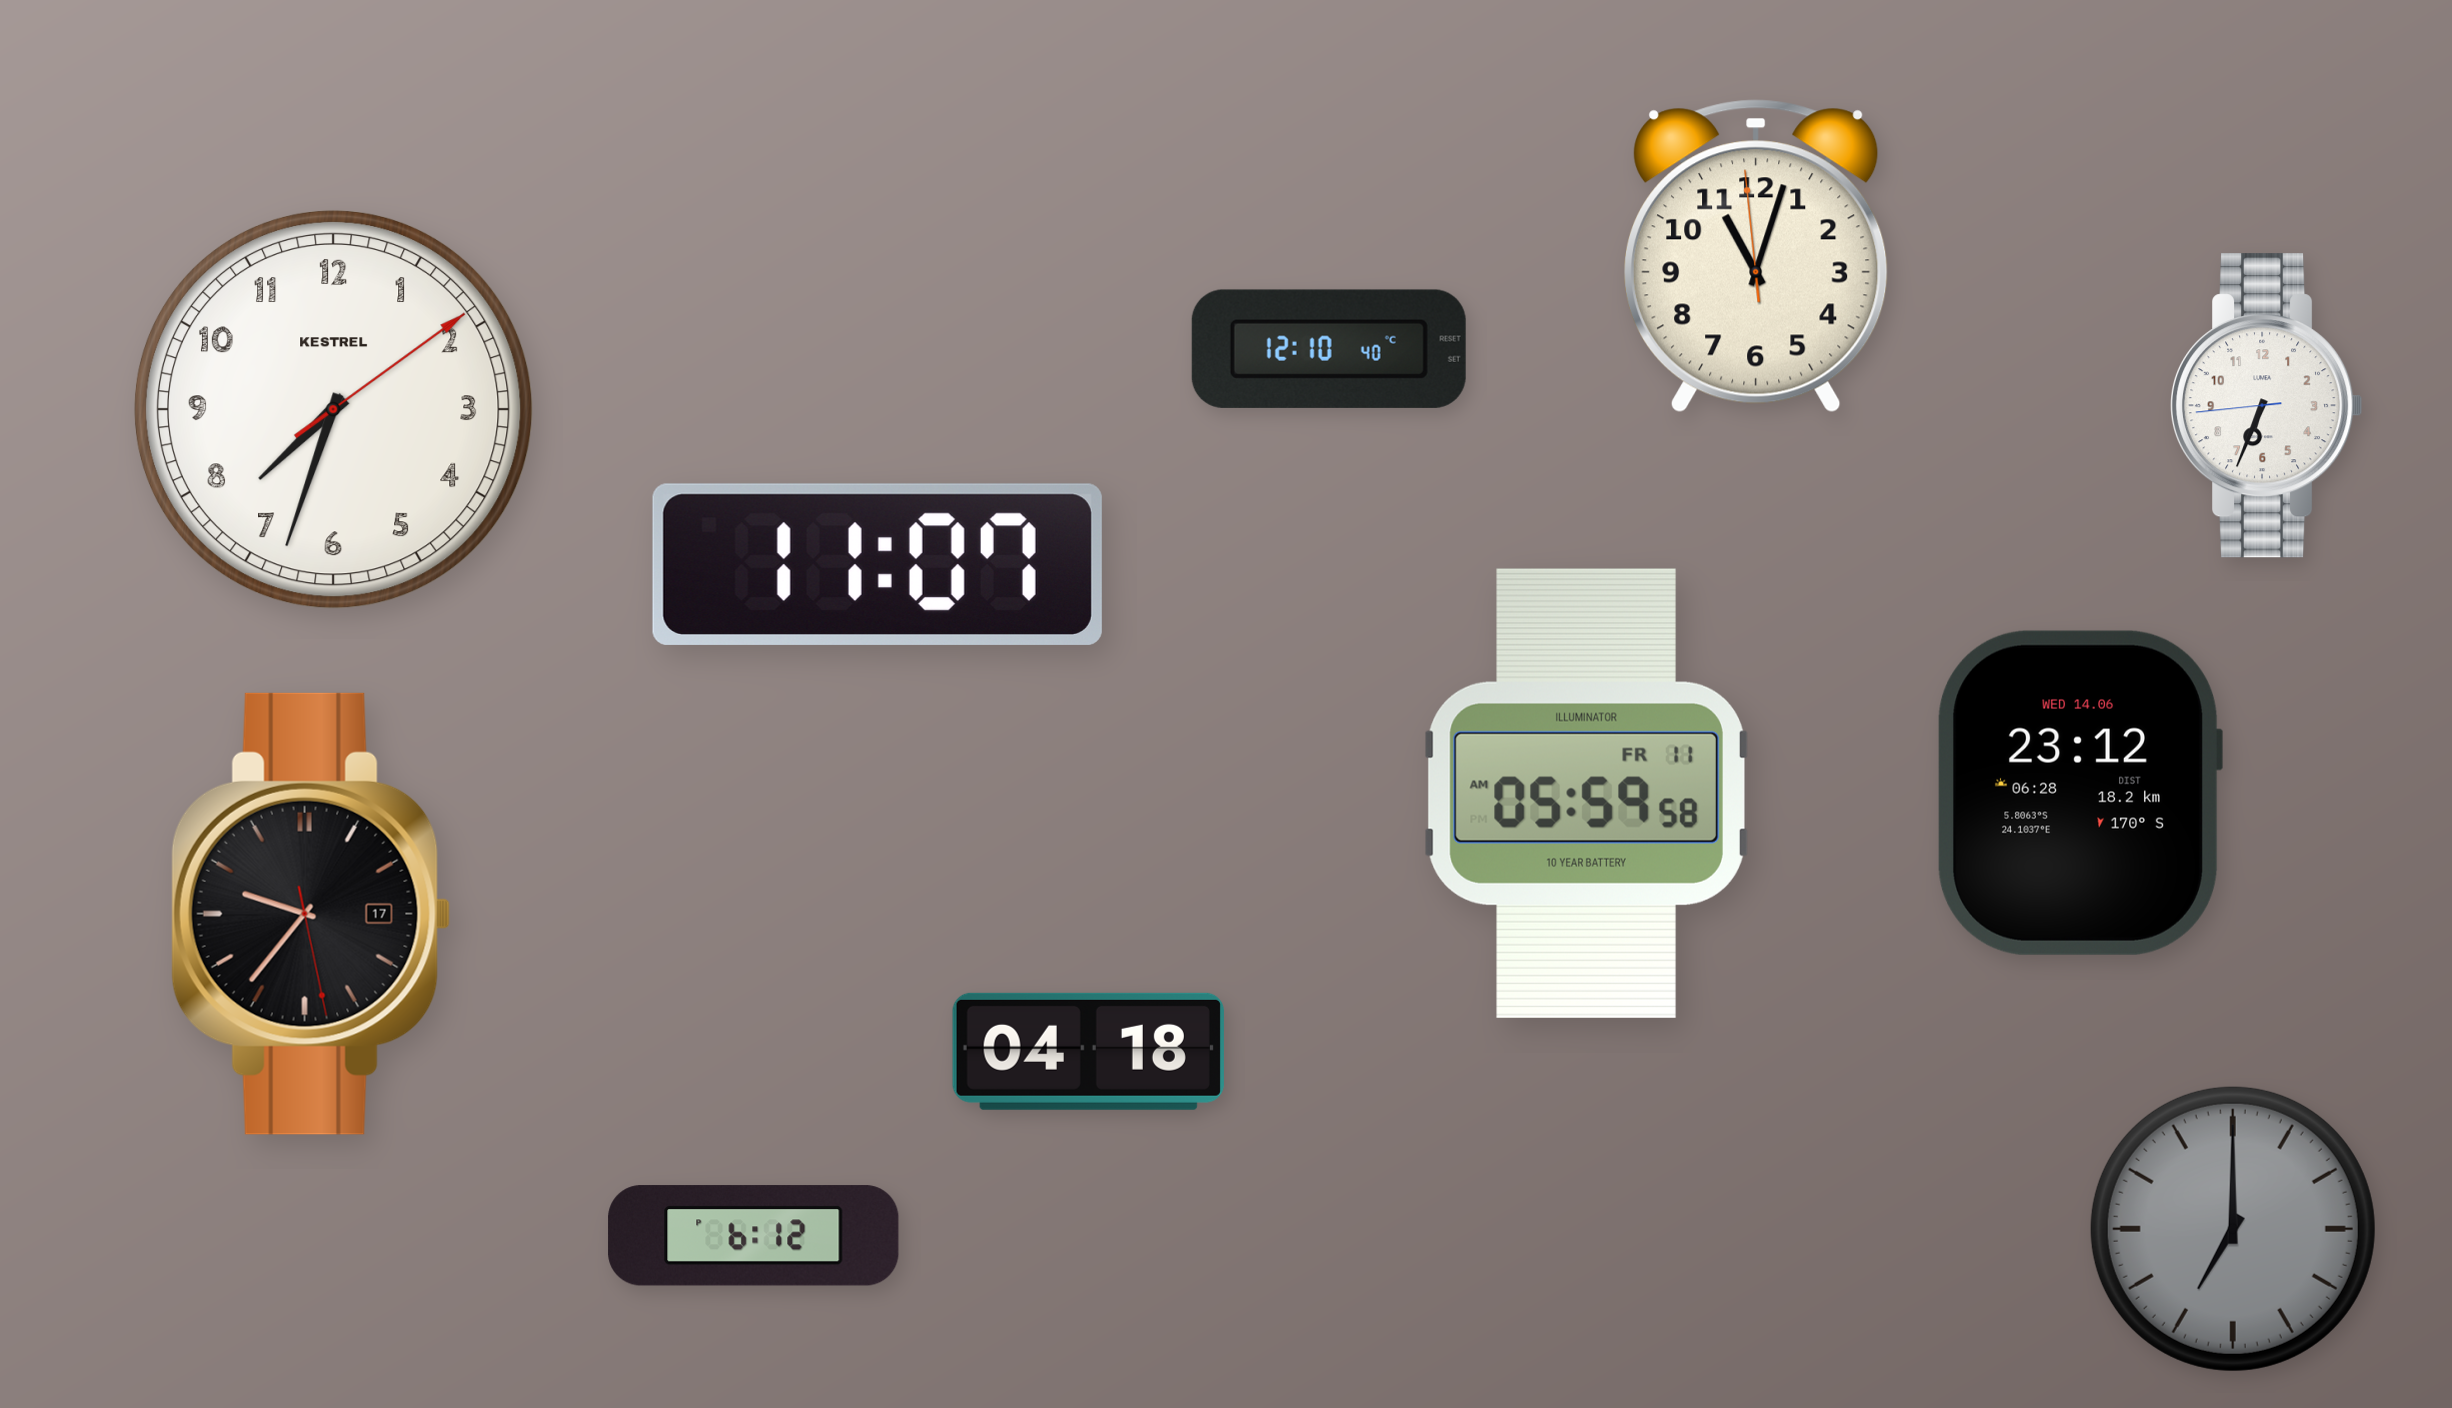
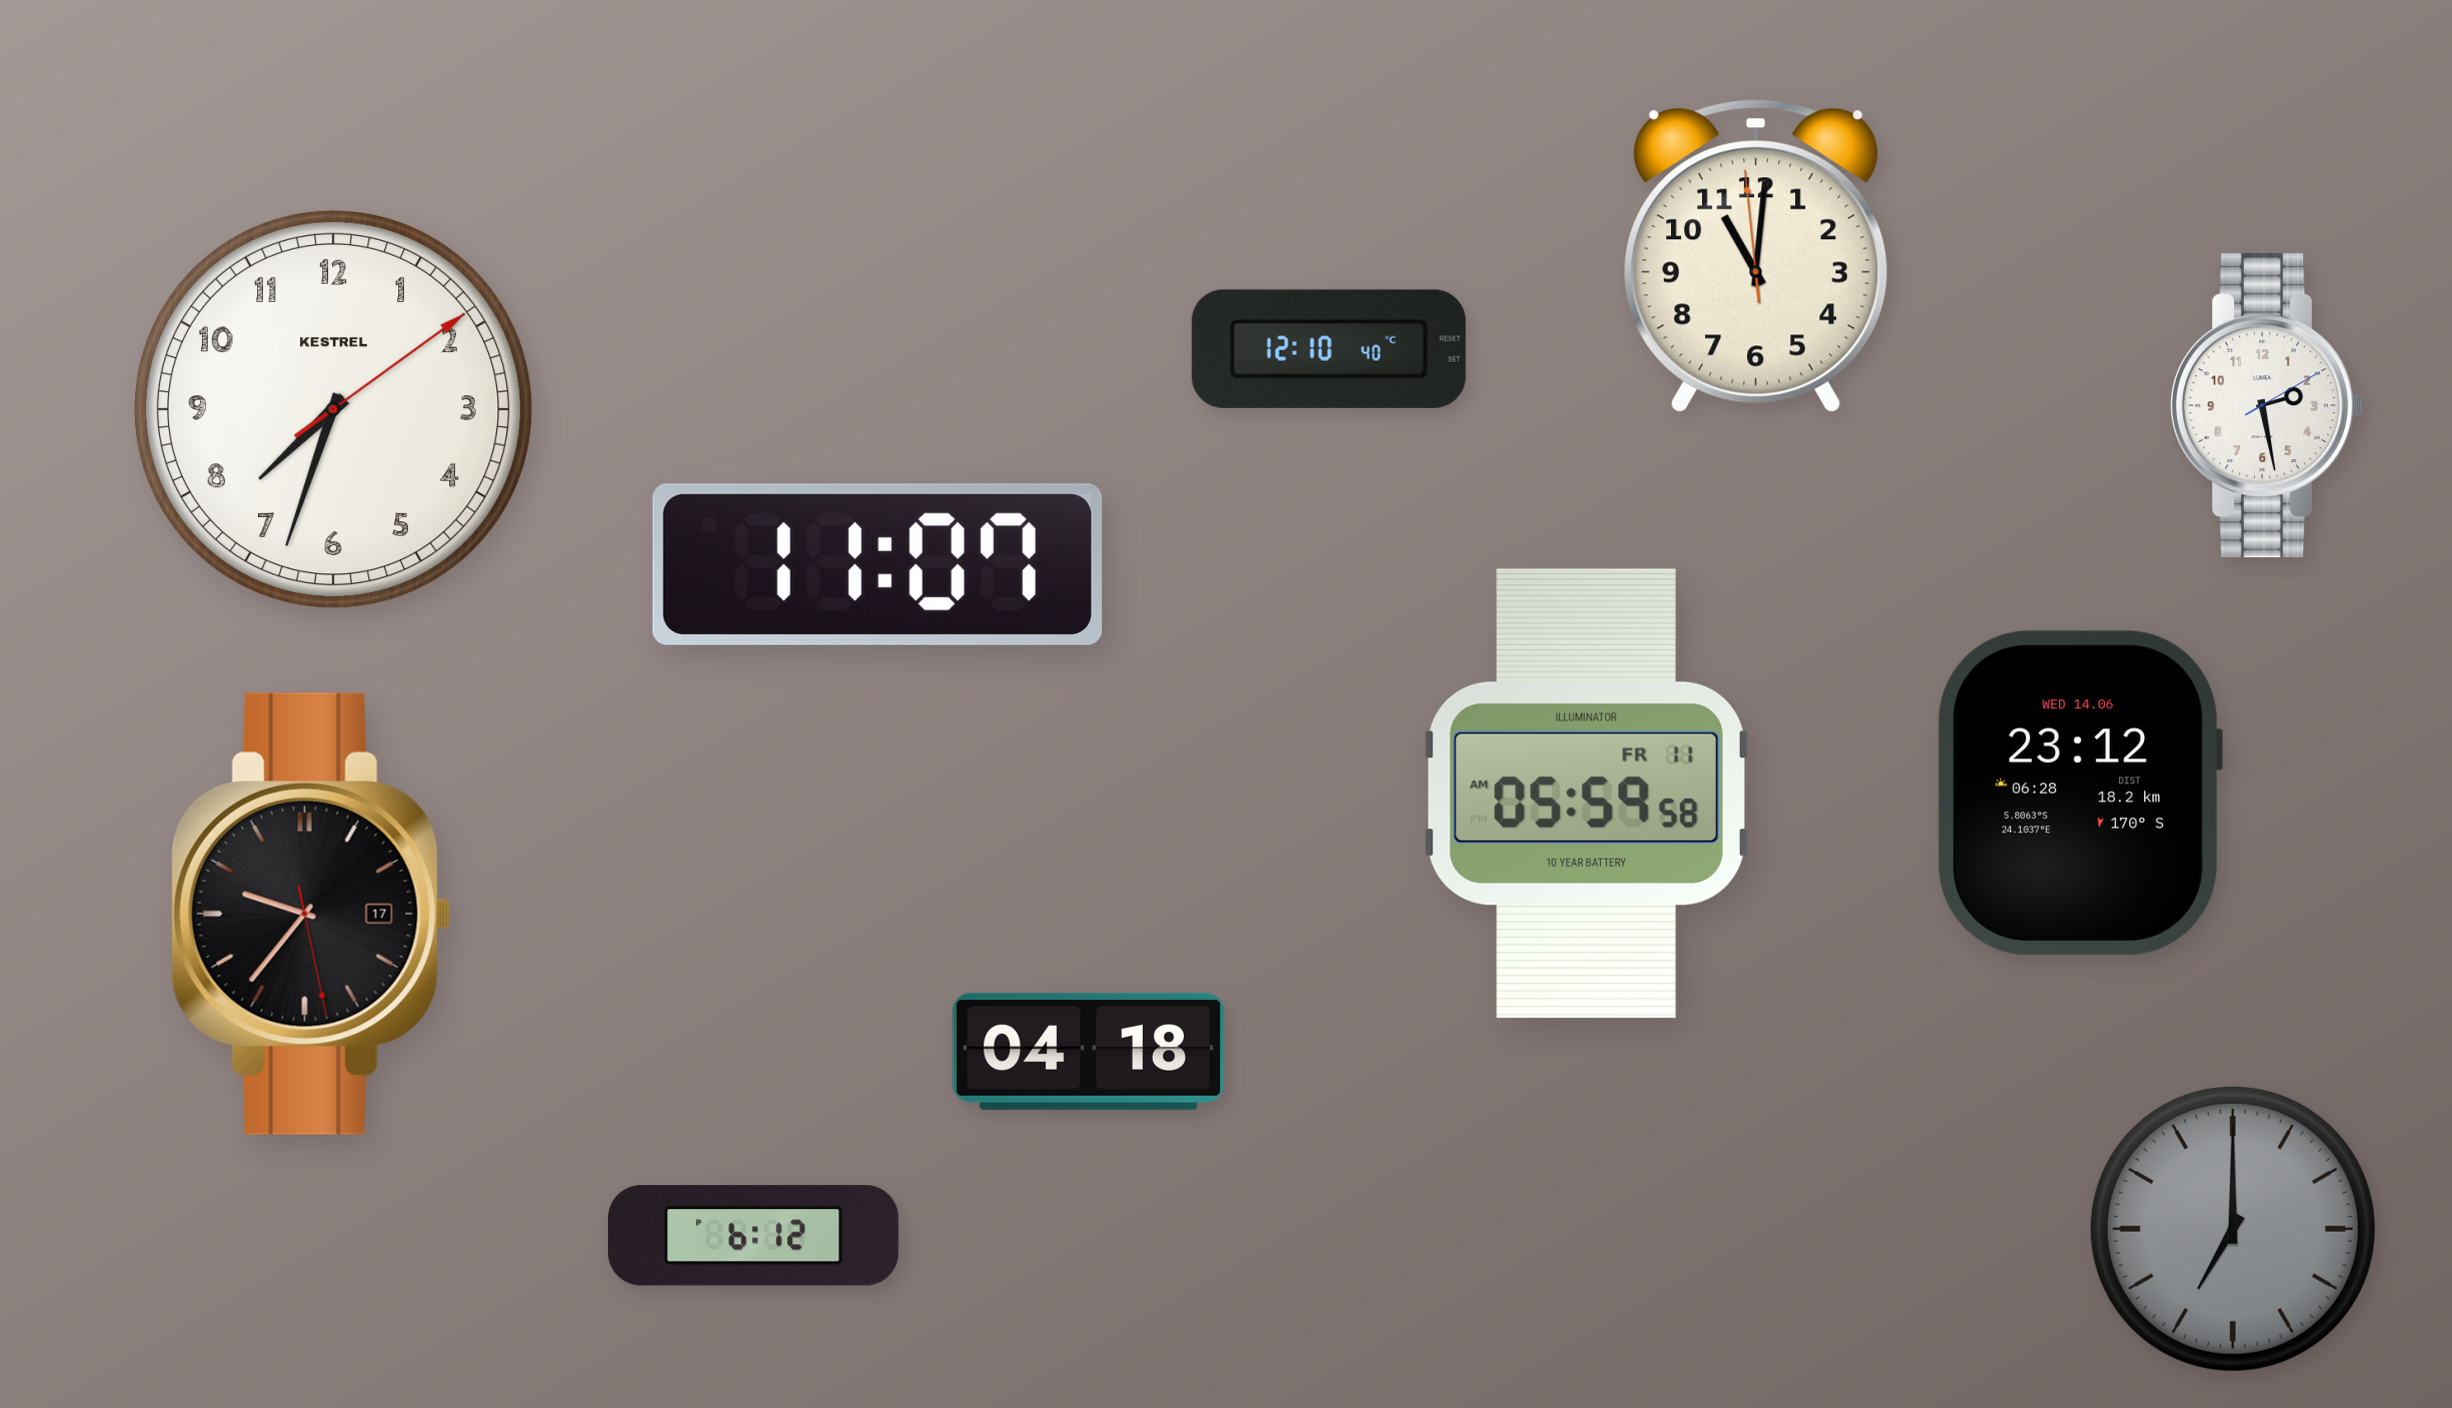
clock at (1757, 256): 11:02 -> 11:00
clock at (2267, 406): 6:33 -> 2:28
